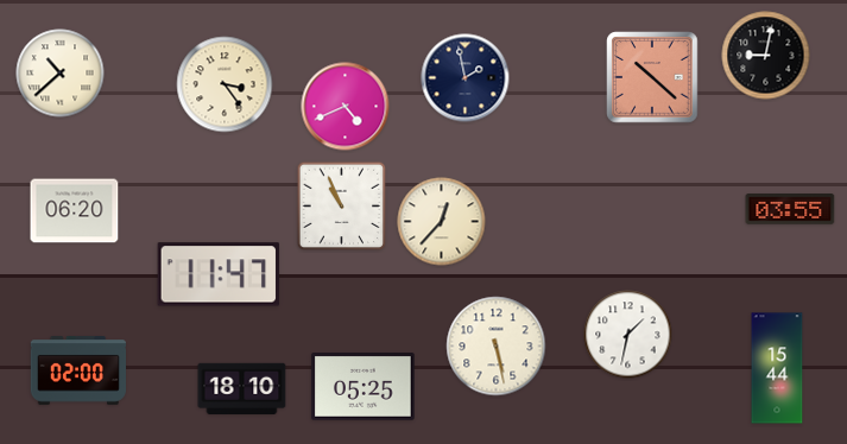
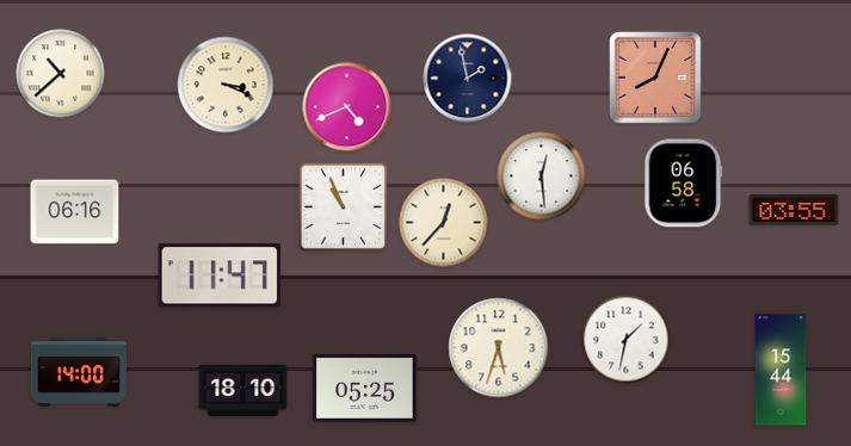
clock at (766, 56): 9:02 -> none
clock at (652, 77): 10:22 -> 8:04
clock at (225, 84): 3:24 -> 3:19
clock at (542, 176): none -> 12:29
clock at (684, 184): none -> 06:58
clock at (75, 211): 06:20 -> 06:16
clock at (628, 335) position: (628, 335) -> (627, 340)
clock at (497, 347): 5:28 -> 5:33
clock at (77, 372): 02:00 -> 14:00
